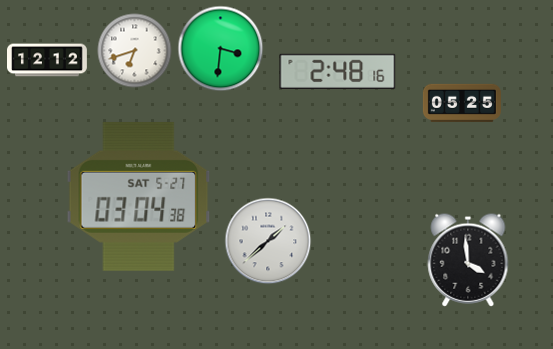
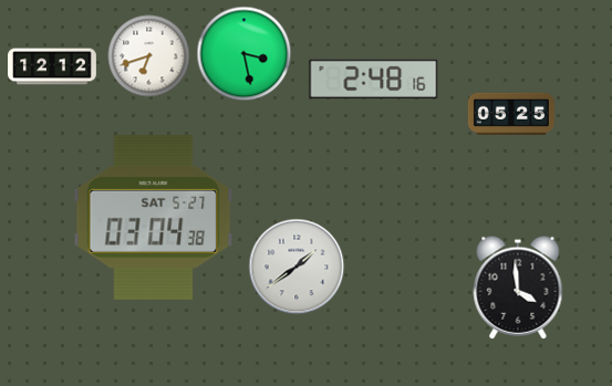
clock at (221, 49): 3:31 -> 3:28
clock at (268, 241): 1:38 -> 1:39
